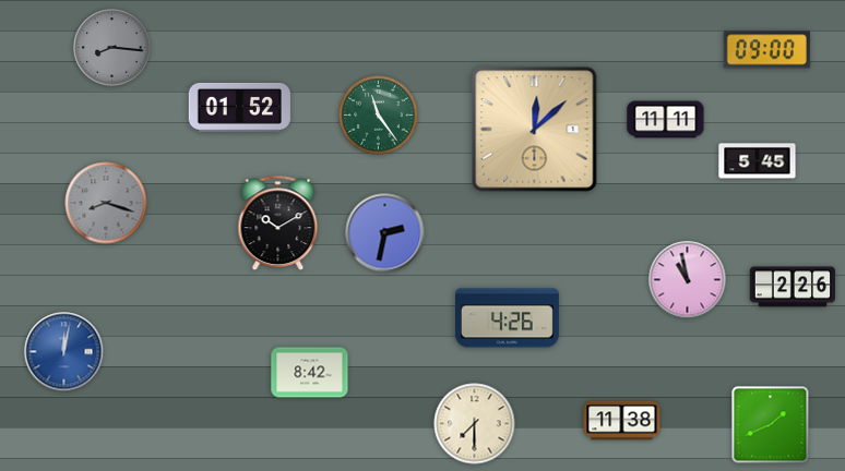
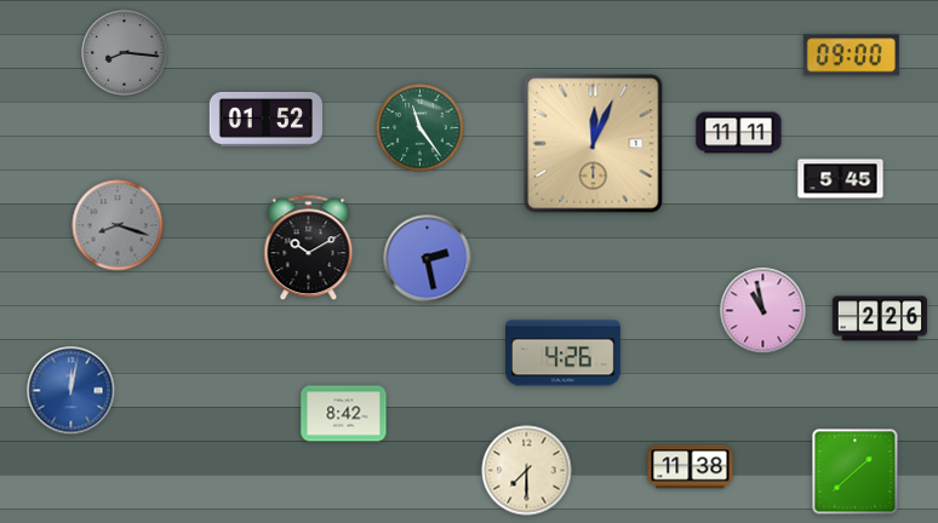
clock at (535, 130): 12:08 -> 12:04
clock at (385, 233): 2:32 -> 2:28
clock at (771, 425): 1:41 -> 1:38
